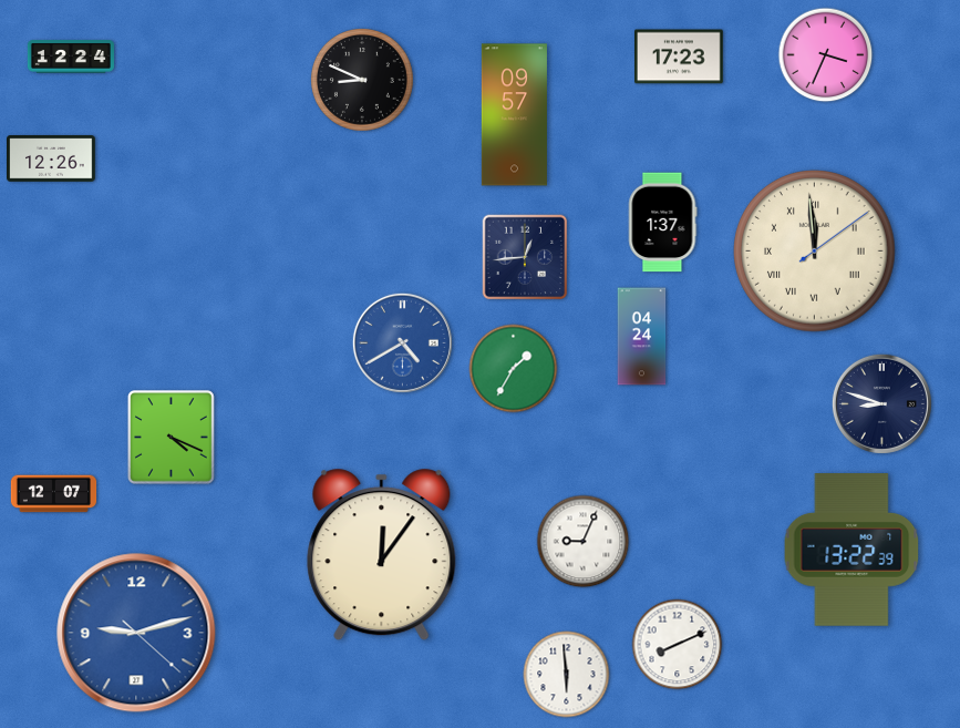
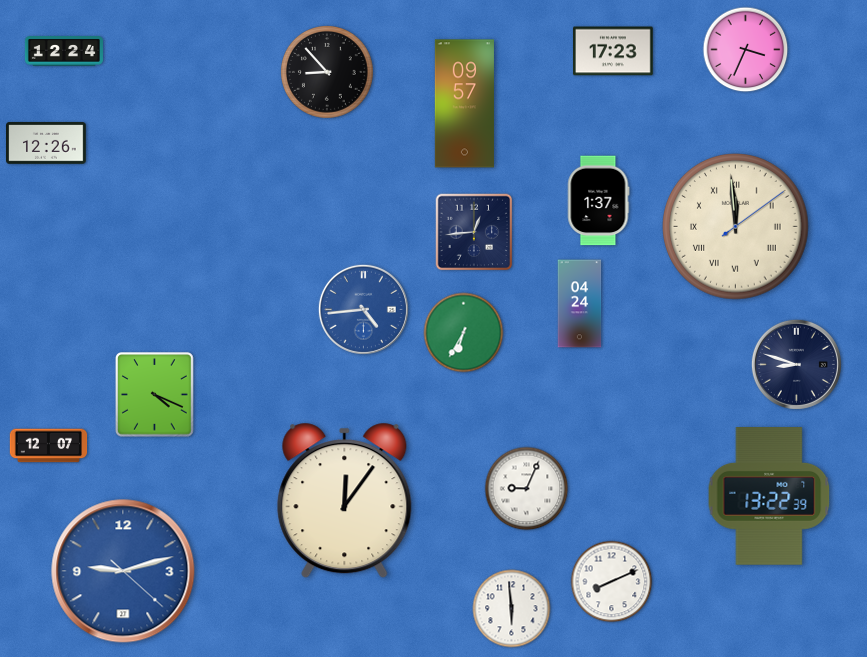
clock at (363, 81): 8:49 -> 8:53
clock at (402, 342): 4:40 -> 4:44
clock at (514, 369): 1:35 -> 6:35
